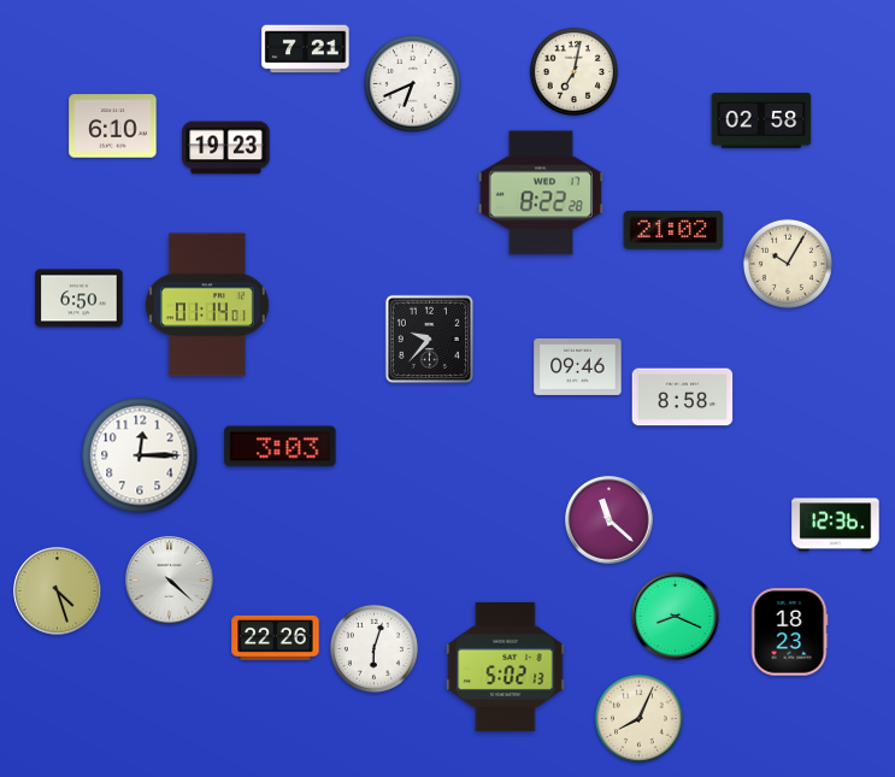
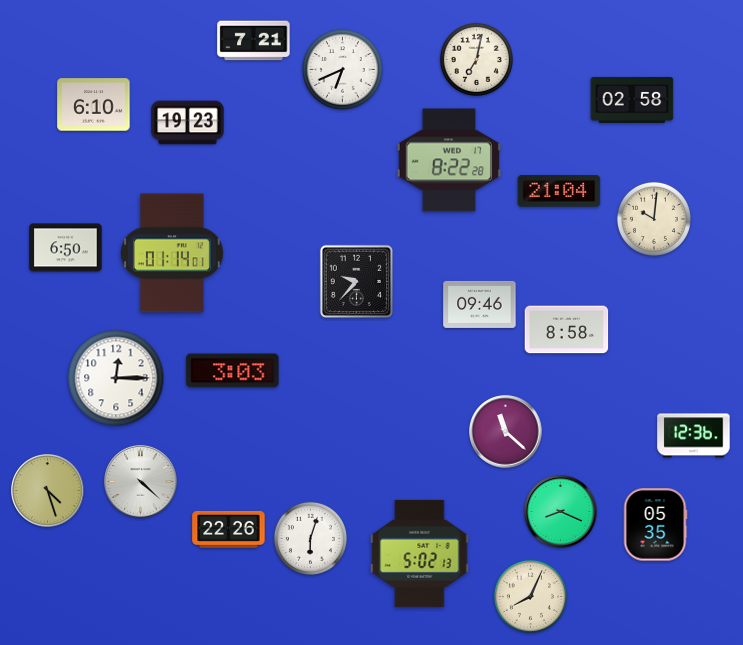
clock at (673, 230): 21:02 -> 21:04
clock at (788, 264): 10:05 -> 10:01
clock at (789, 632): 18:23 -> 05:35
